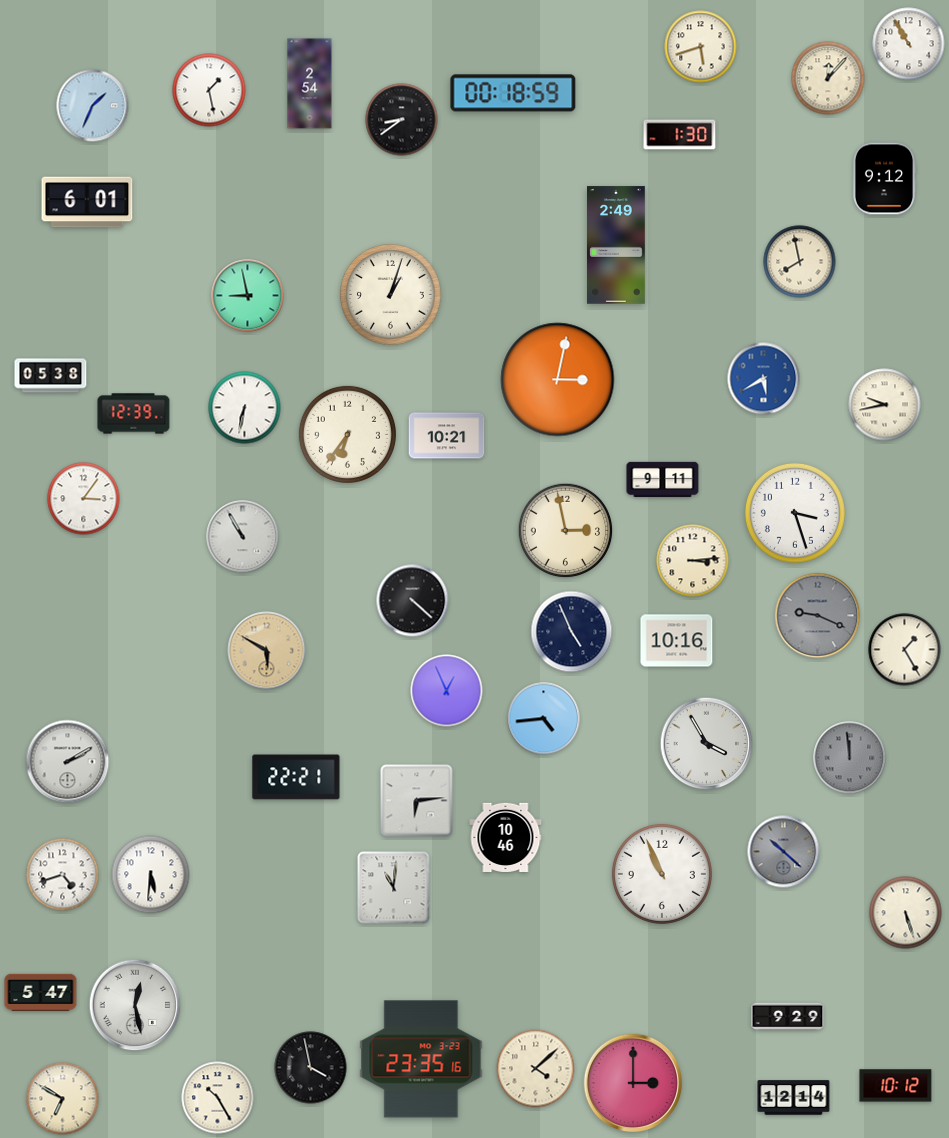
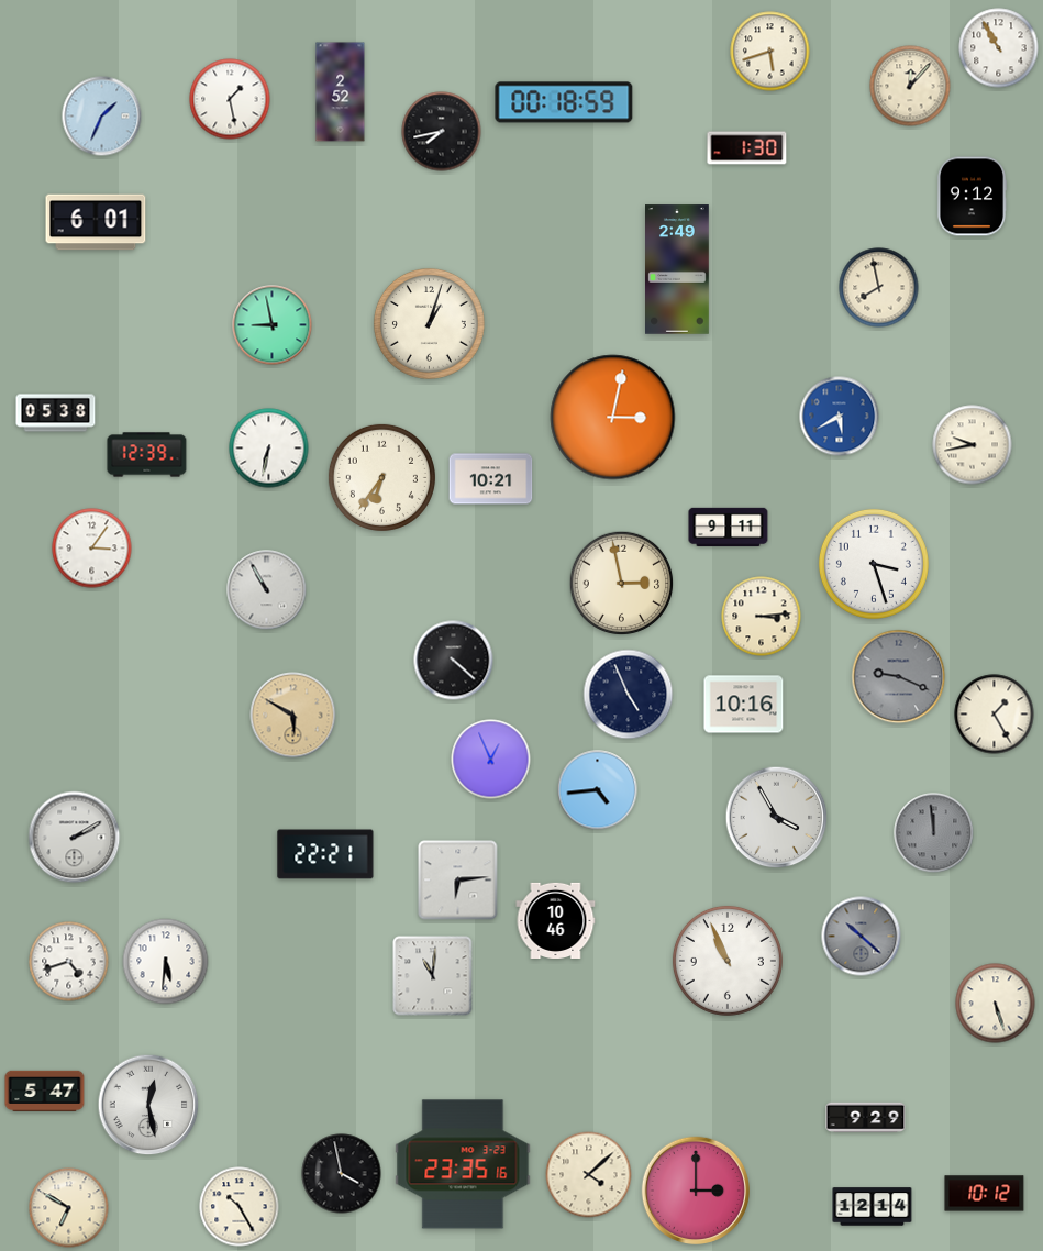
clock at (310, 84): 2:54 -> 2:52
clock at (402, 120): 8:39 -> 7:43
